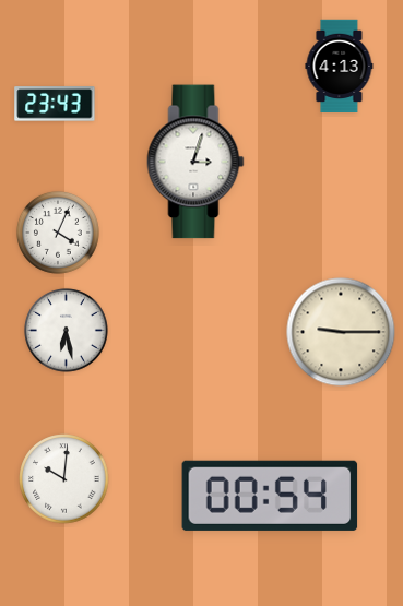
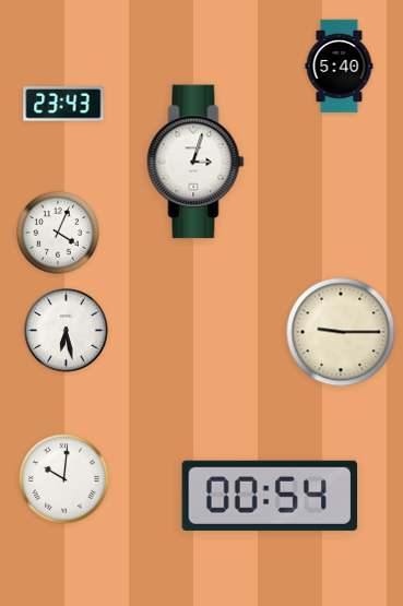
clock at (340, 67): 4:13 -> 5:40
clock at (55, 104) position: (55, 104) -> (63, 104)
